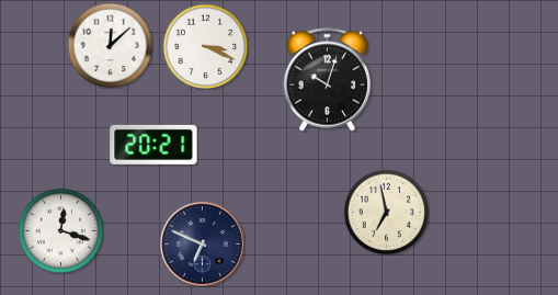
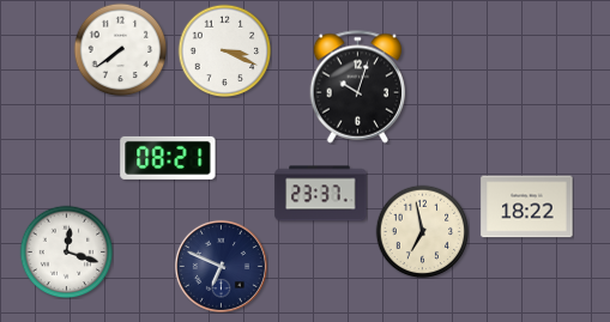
clock at (110, 45): 12:08 -> 7:39
clock at (153, 145): 20:21 -> 08:21
clock at (321, 194): none -> 23:37
clock at (527, 207): none -> 18:22
